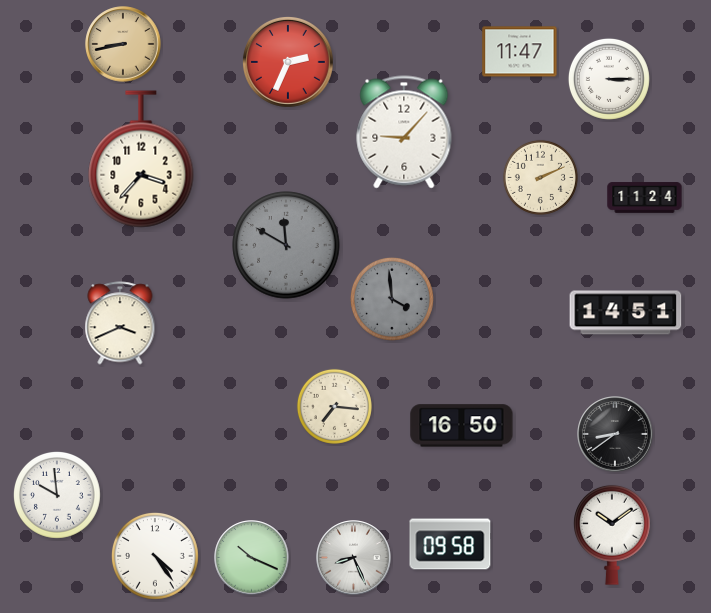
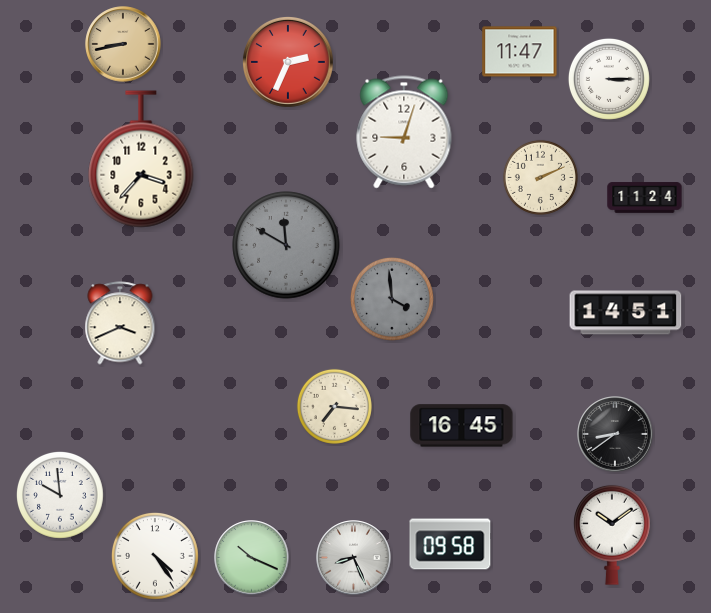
clock at (404, 132): 9:07 -> 9:03
clock at (462, 426): 16:50 -> 16:45
clock at (57, 495) position: (57, 495) -> (60, 495)
